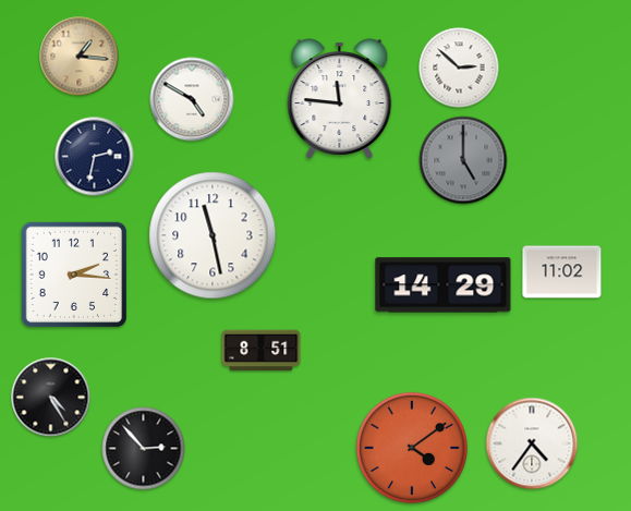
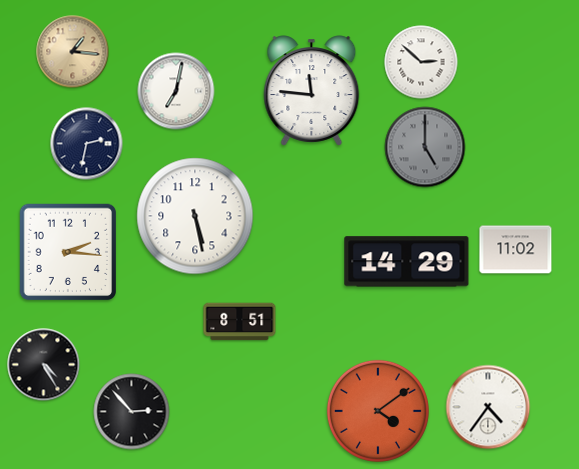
clock at (192, 99): 4:50 -> 7:02
clock at (213, 235): 11:28 -> 5:28
clock at (51, 398) position: (51, 398) -> (44, 365)
